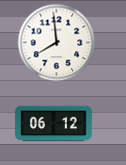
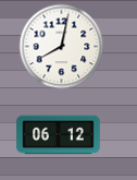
clock at (56, 42): 7:59 -> 8:02
